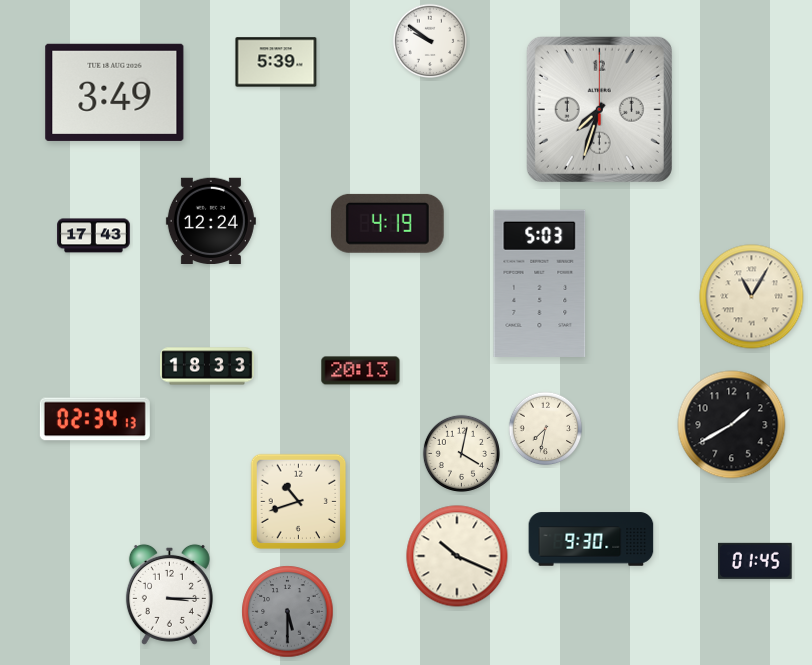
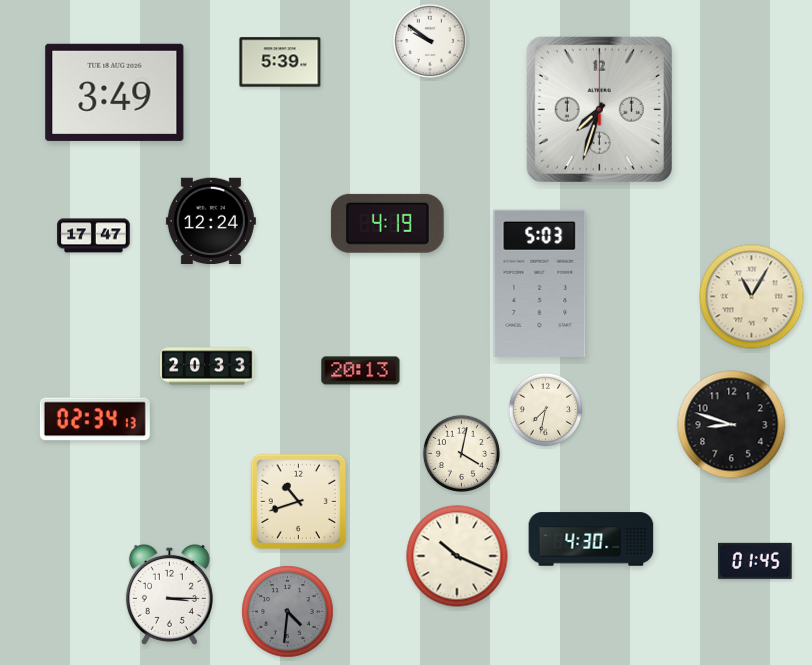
clock at (276, 62) position: (276, 62) -> (280, 62)
clock at (94, 236): 17:43 -> 17:47
clock at (207, 366): 18:33 -> 20:33
clock at (732, 425): 1:40 -> 8:48
clock at (546, 429) position: (546, 429) -> (546, 410)
clock at (591, 539): 9:30 -> 4:30
clock at (288, 612): 5:30 -> 4:31
